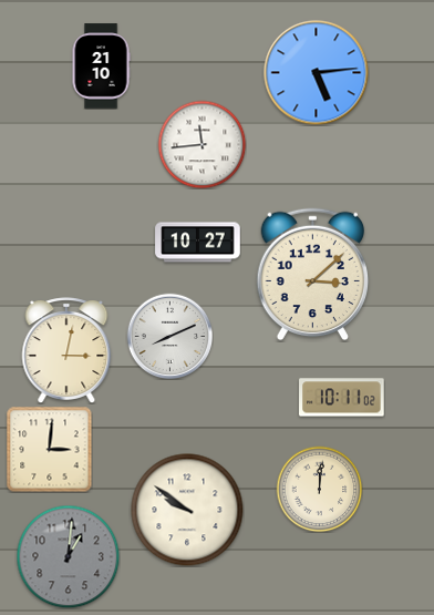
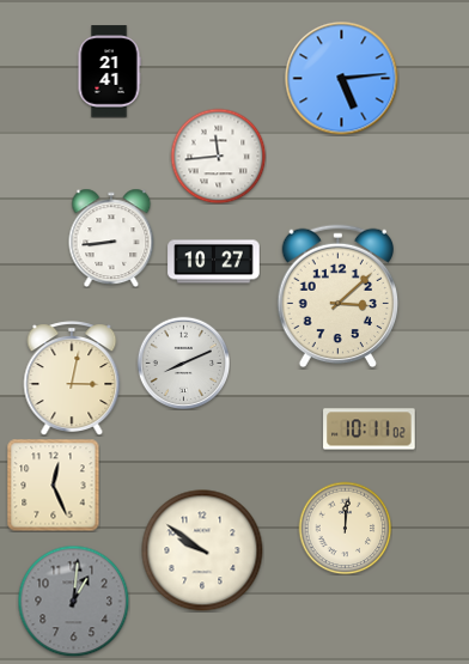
clock at (101, 66): 21:10 -> 21:41
clock at (111, 238): none -> 8:44
clock at (49, 449): 3:01 -> 12:26
